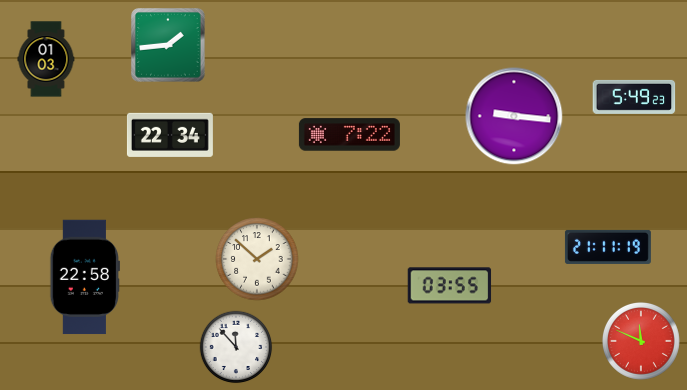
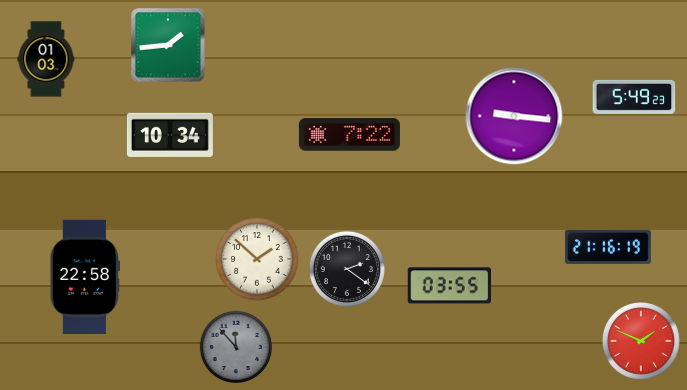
clock at (170, 135): 22:34 -> 10:34
clock at (608, 247): 21:11 -> 21:16
clock at (347, 269): none -> 2:21
clock at (641, 341): 11:49 -> 1:49
clock at (236, 347) dial: white -> grey
